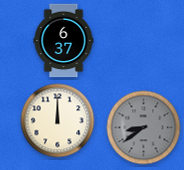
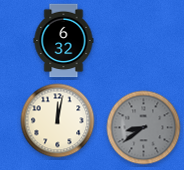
clock at (64, 41): 6:37 -> 6:32
clock at (58, 121): 12:00 -> 12:02
